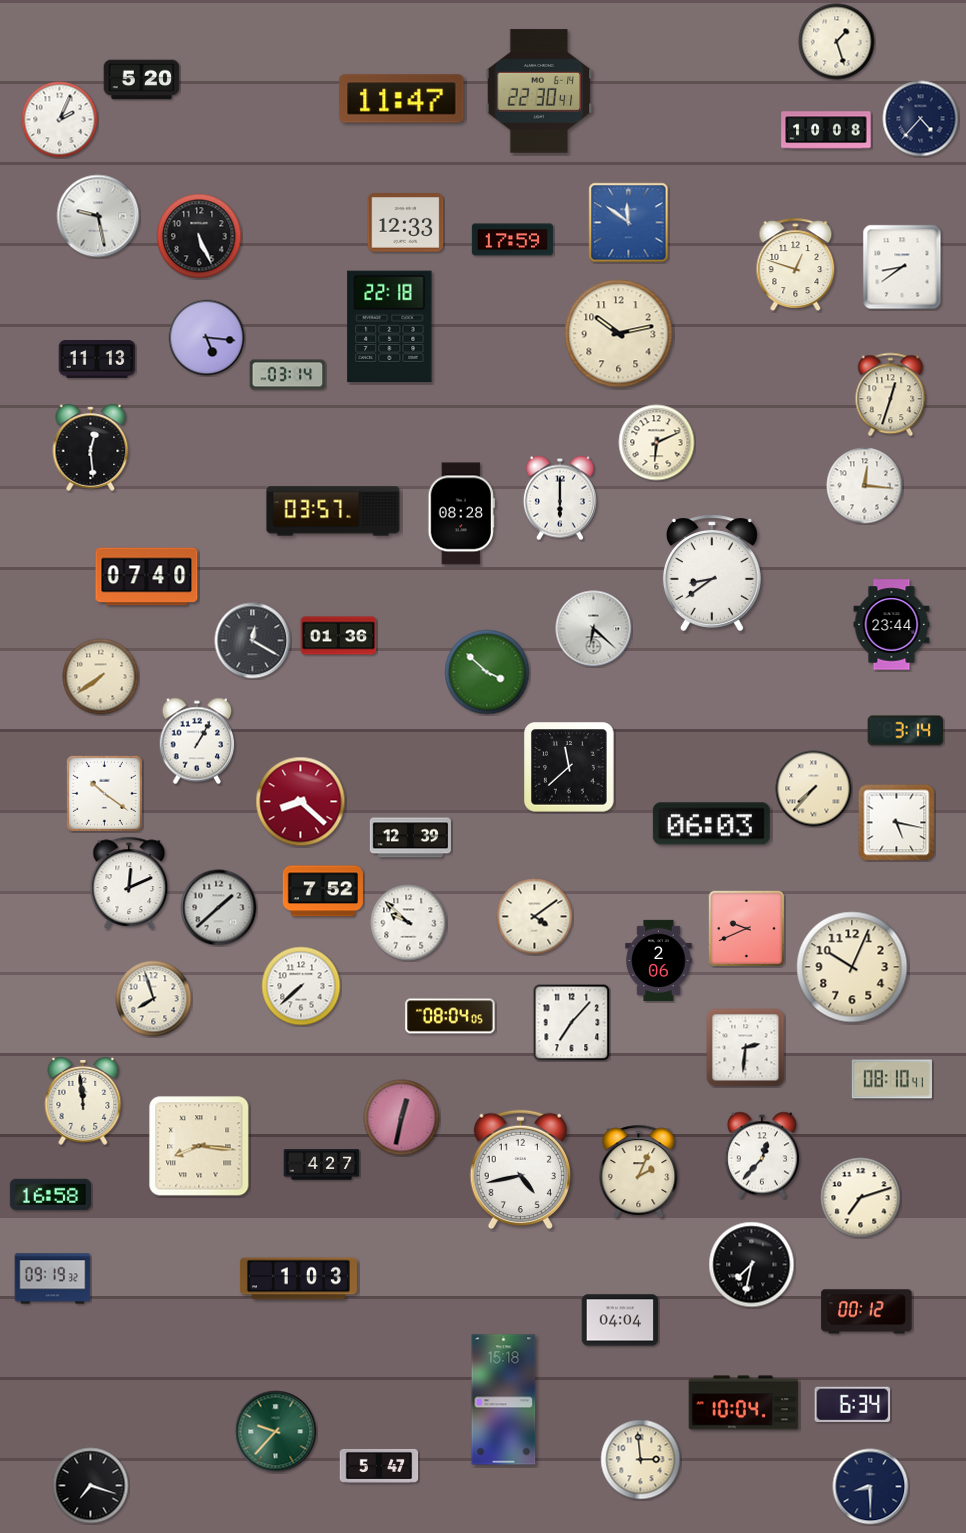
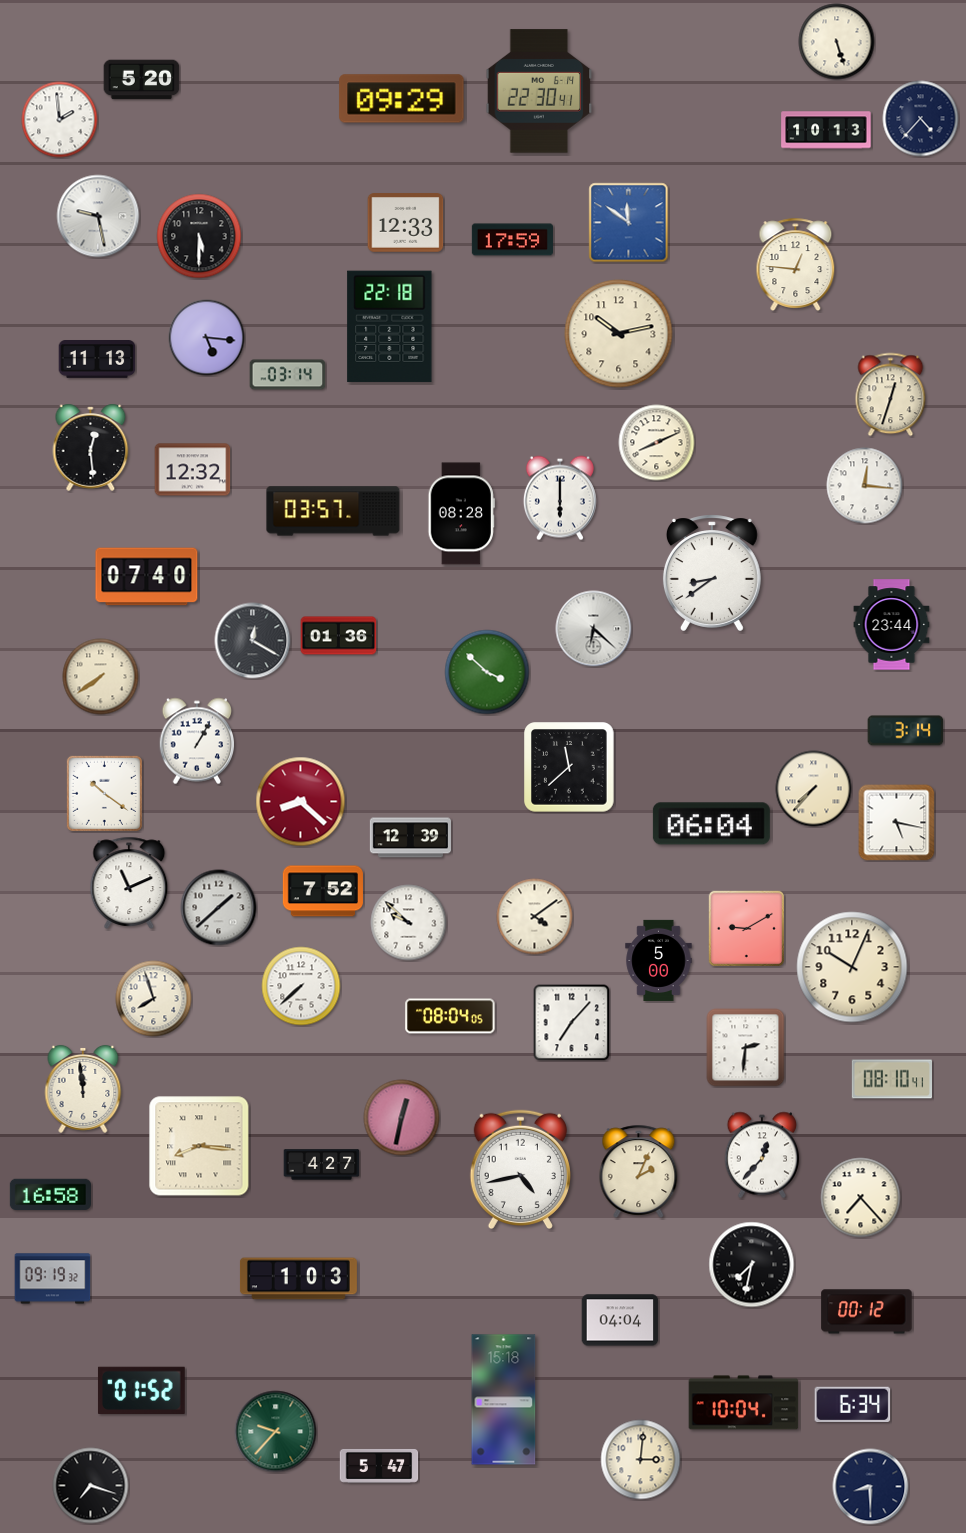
clock at (837, 42): 1:27 -> 5:27
clock at (402, 99): 11:47 -> 09:29
clock at (60, 120): 2:04 -> 1:59
clock at (826, 130): 10:08 -> 10:13
clock at (199, 236): 5:26 -> 5:30
clock at (796, 264): 12:48 -> 12:46
clock at (902, 267): 8:39 -> none
clock at (657, 443): 6:11 -> 8:11
clock at (193, 470): none -> 12:32
clock at (711, 824): 06:03 -> 06:04
clock at (129, 883): 12:11 -> 11:11
clock at (746, 928): 9:41 -> 9:10
clock at (659, 960): 2:06 -> 5:00
clock at (83, 1101) position: (83, 1101) -> (83, 1089)
clock at (861, 1198): 7:12 -> 7:23
clock at (141, 1390): none -> 01:52
clock at (641, 1460): 2:59 -> 3:01
